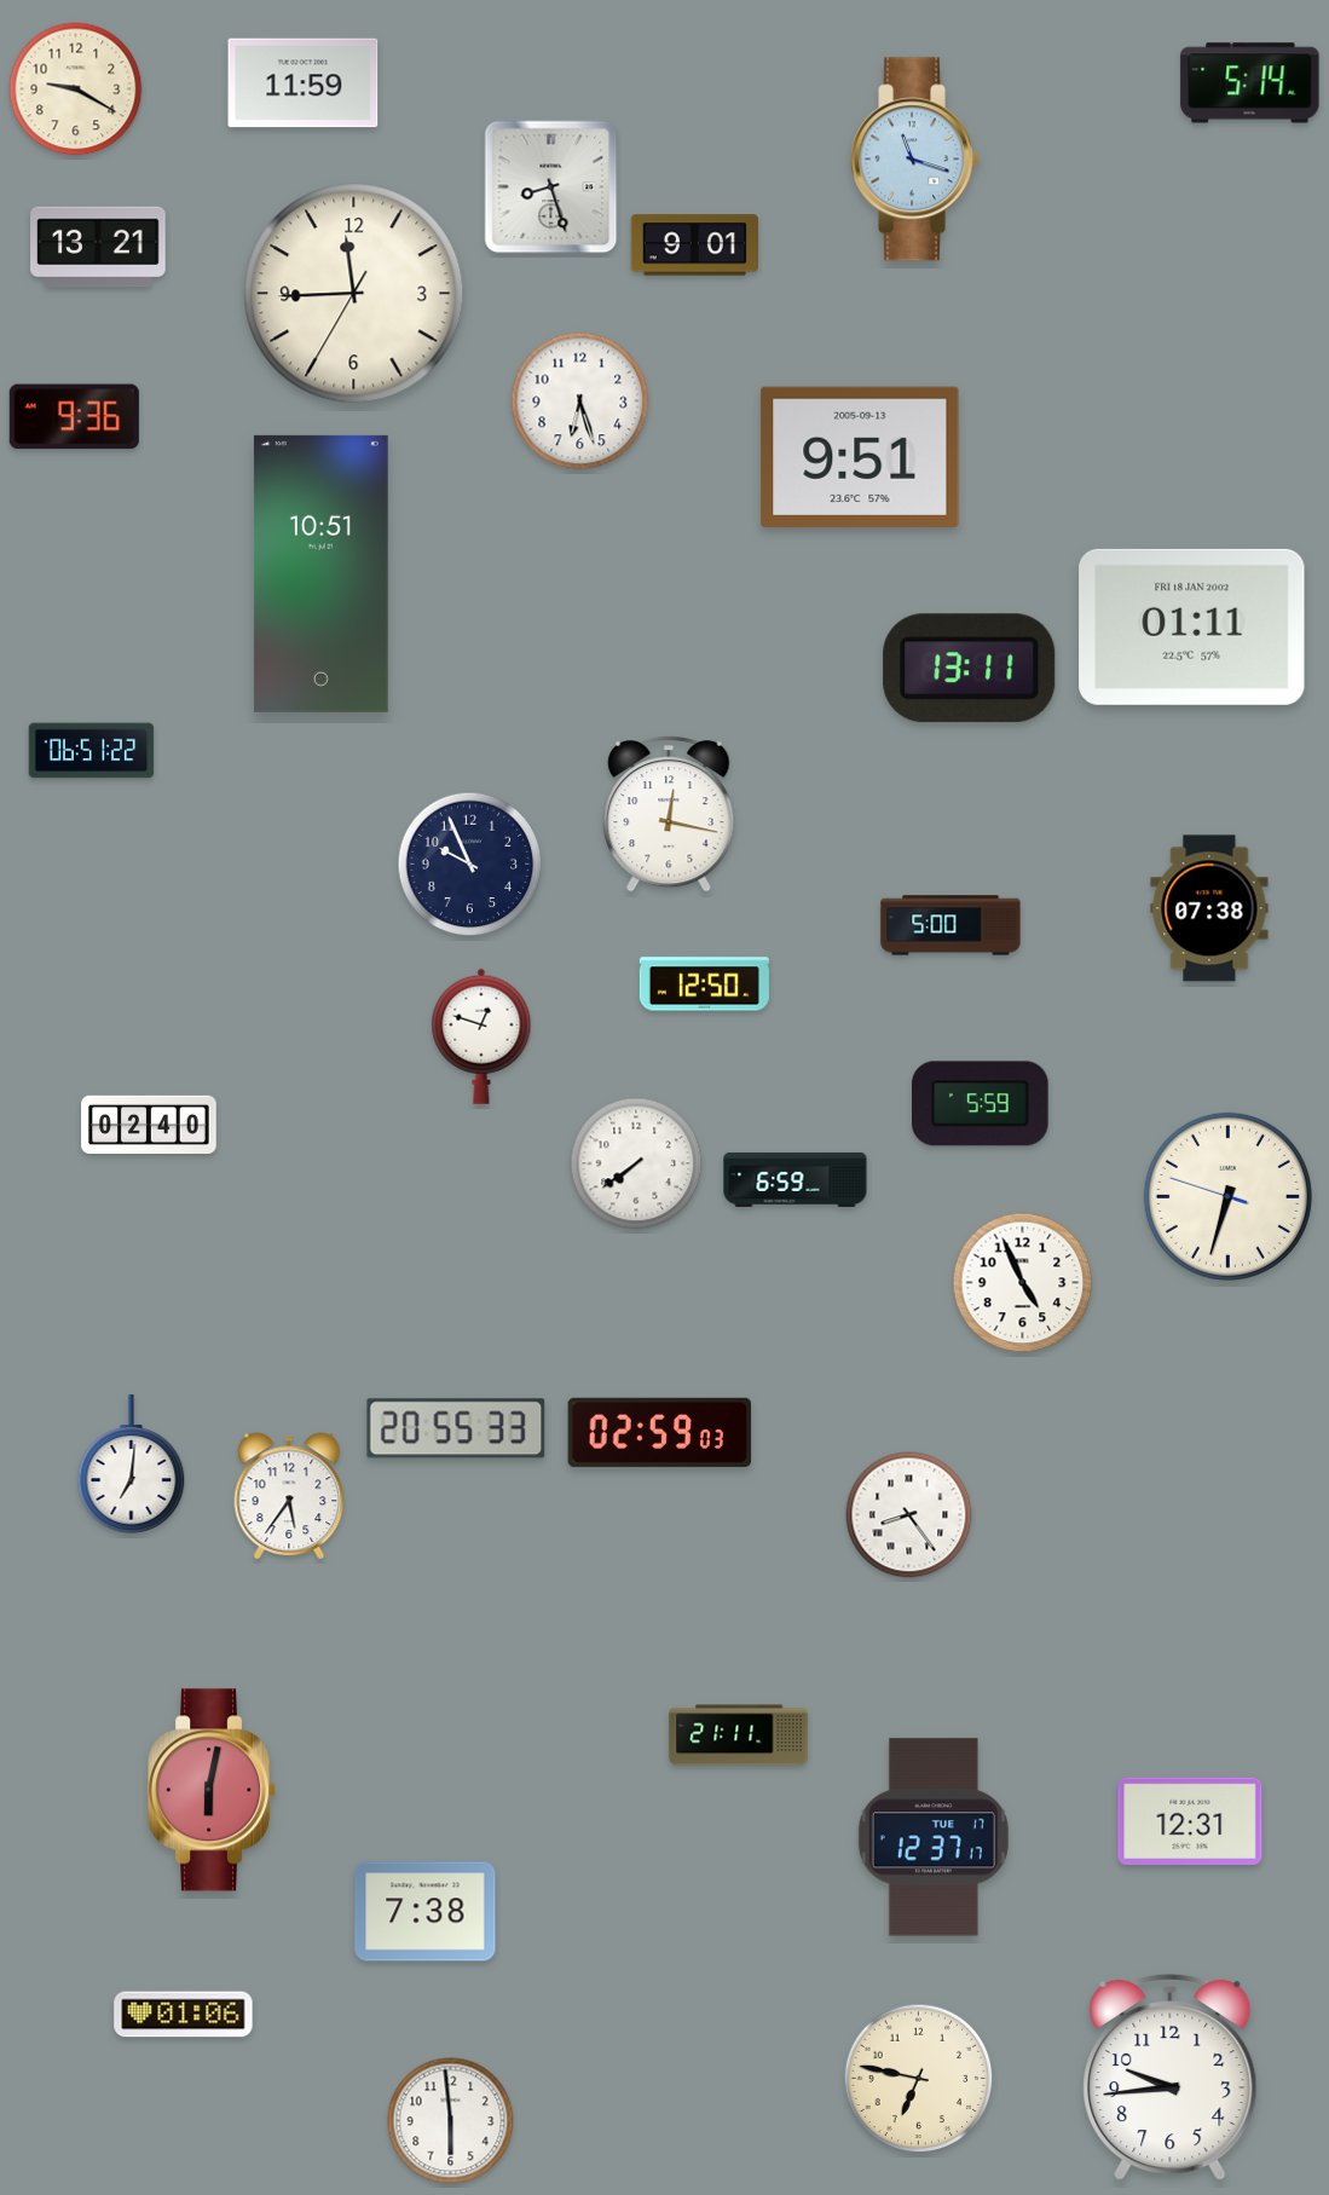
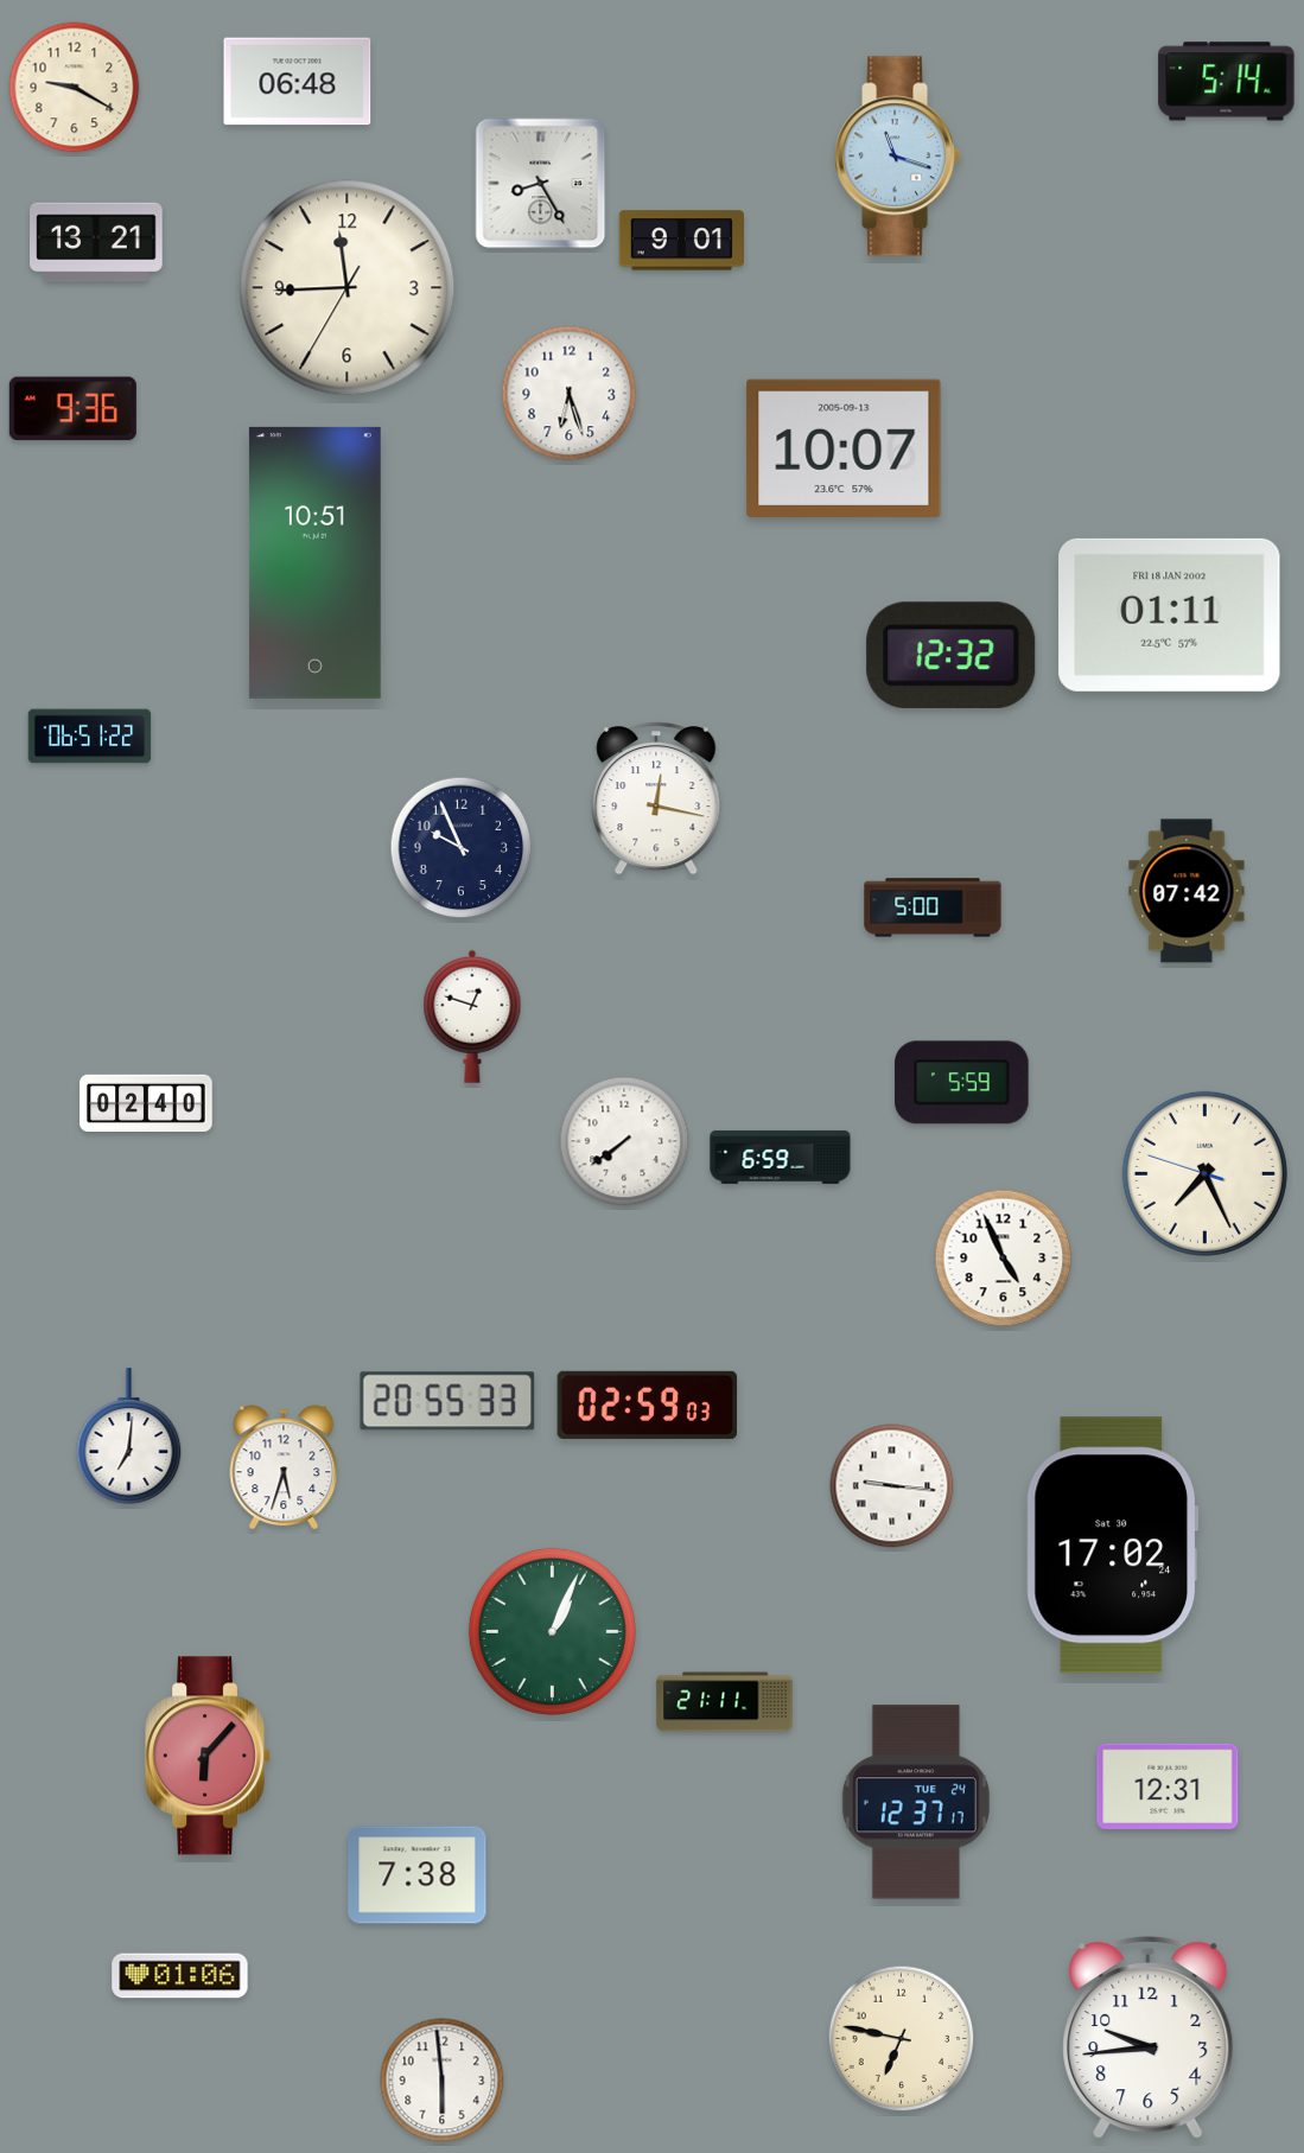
clock at (304, 83): 11:59 -> 06:48
clock at (551, 187): 8:27 -> 8:25
clock at (860, 457): 9:51 -> 10:07
clock at (970, 669): 13:11 -> 12:32
clock at (1209, 908): 07:38 -> 07:42
clock at (704, 984): 12:50 -> none
clock at (1227, 1196): 6:32 -> 7:25
clock at (289, 1496): 5:36 -> 5:33
clock at (909, 1515): 8:24 -> 9:16
clock at (1112, 1546): none -> 17:02
clock at (552, 1631): none -> 1:04
clock at (213, 1790): 6:02 -> 6:07
clock at (934, 1837) date: TUE 17 -> TUE 24
